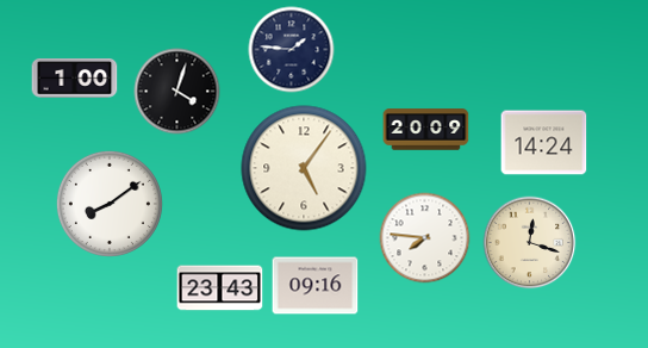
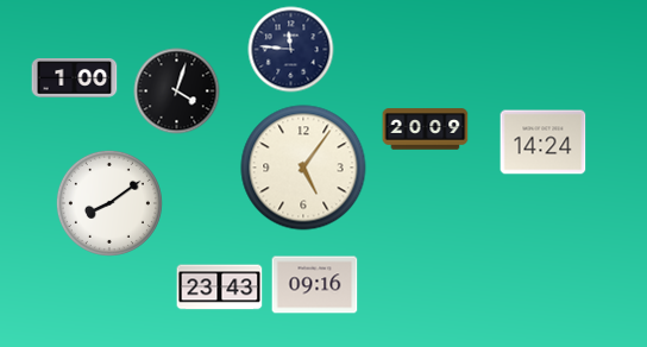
clock at (292, 50): 1:46 -> 11:46
clock at (425, 238): 7:46 -> none
clock at (530, 243): 12:18 -> none
